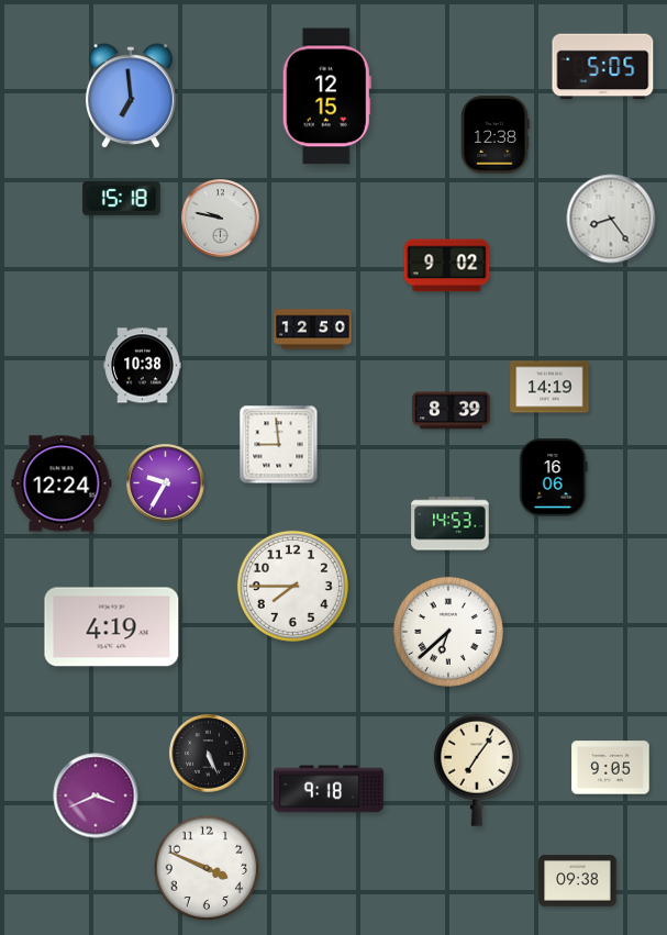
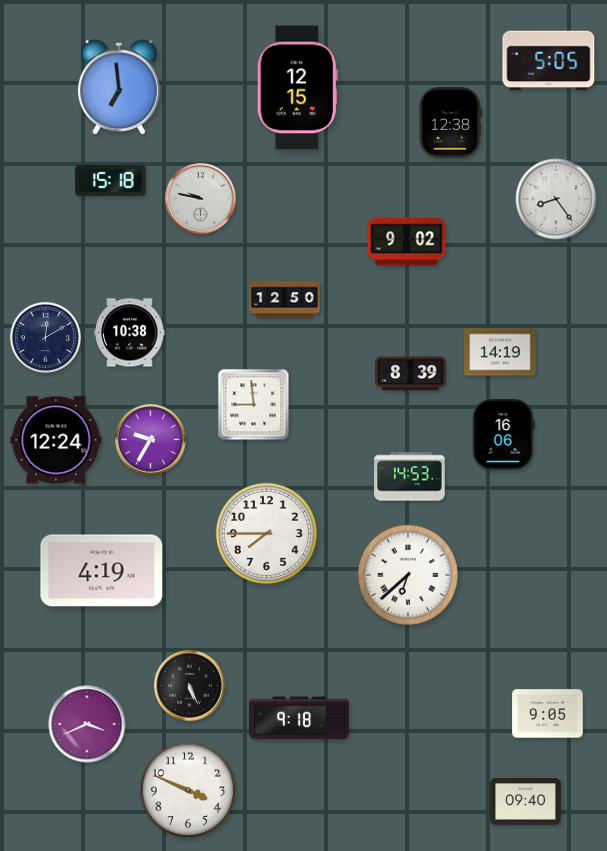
clock at (45, 337): none -> 12:10
clock at (611, 768) position: (611, 768) -> (548, 714)
clock at (477, 770): 7:06 -> none
clock at (578, 881): 09:38 -> 09:40
